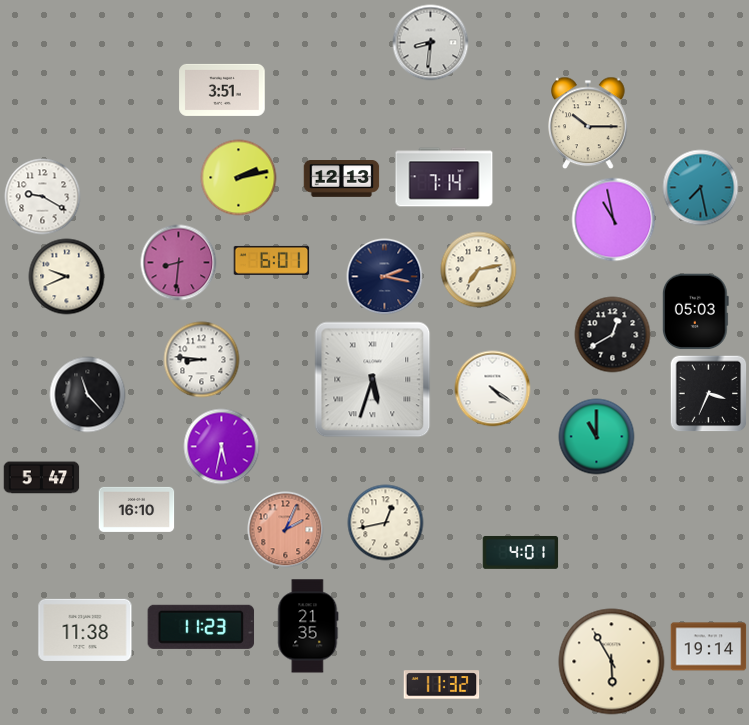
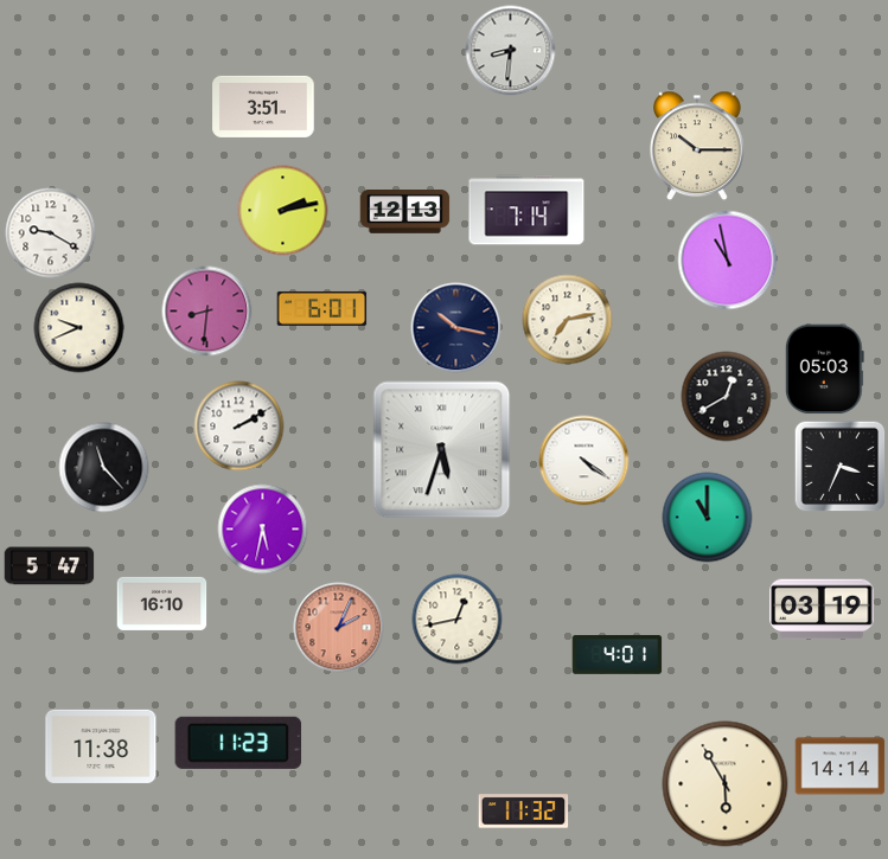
clock at (701, 188): 7:28 -> none
clock at (179, 263) position: (179, 263) -> (207, 312)
clock at (385, 277): 2:17 -> 10:17
clock at (202, 360): 8:46 -> 2:10
clock at (822, 609): none -> 03:19
clock at (308, 626): 21:35 -> none
clock at (709, 647): 19:14 -> 14:14
